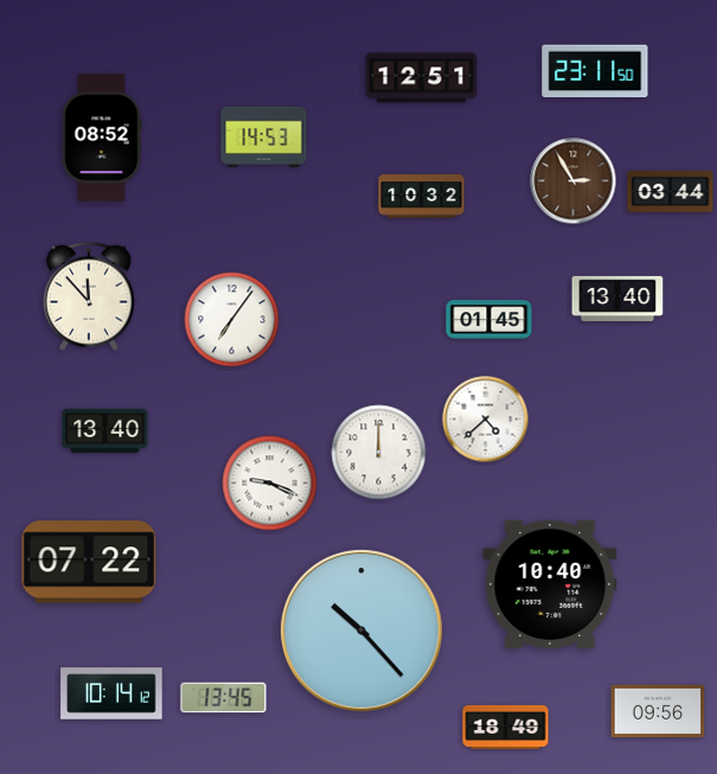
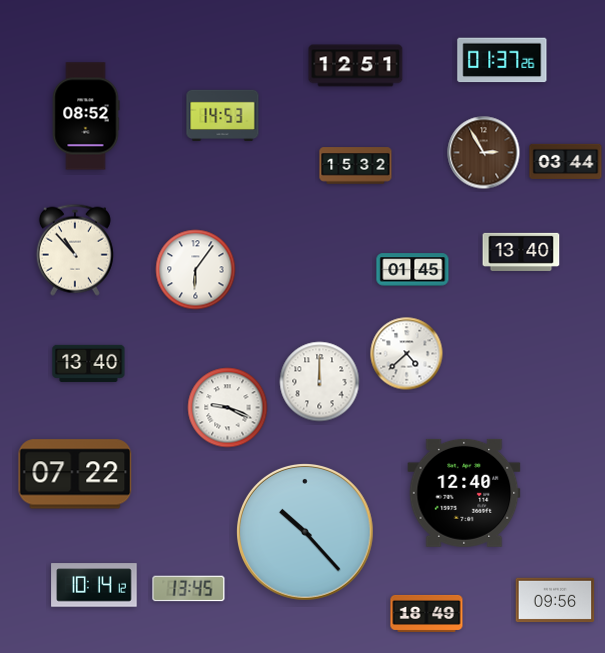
clock at (595, 71): 23:11 -> 01:37
clock at (422, 197): 10:32 -> 15:32
clock at (89, 296): 11:53 -> 10:53
clock at (232, 320): 7:06 -> 6:06
clock at (486, 420) position: (486, 420) -> (407, 354)
clock at (550, 584): 10:40 -> 12:40
